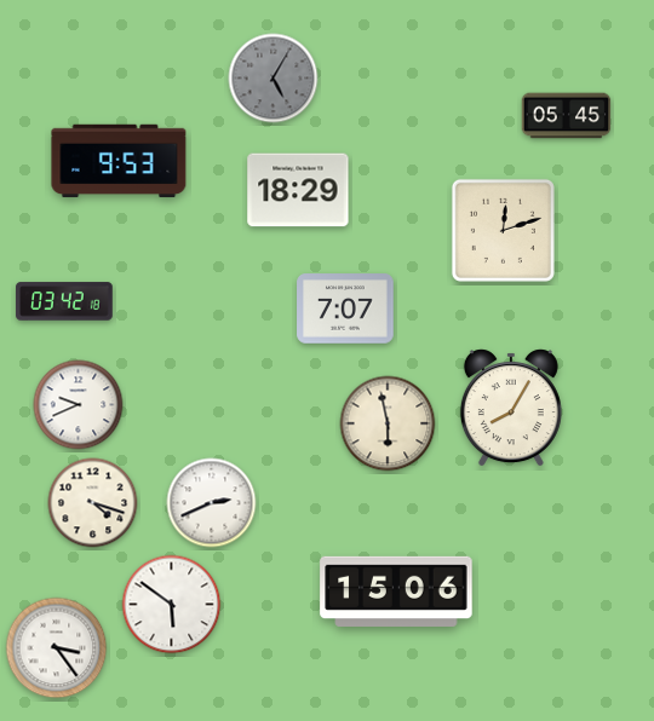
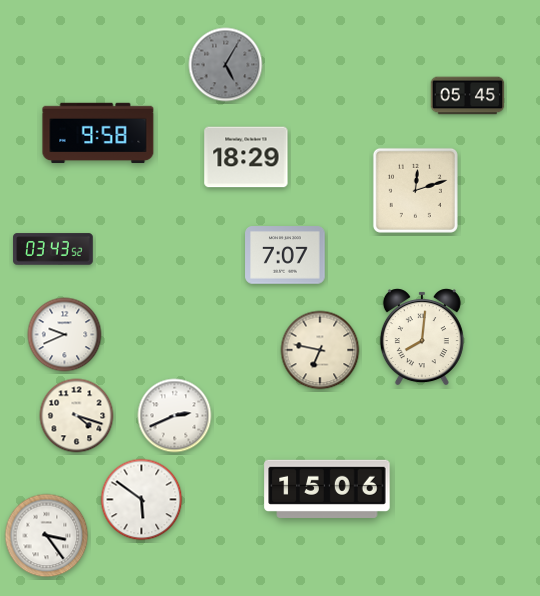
clock at (119, 161): 9:53 -> 9:58
clock at (64, 301): 03:42 -> 03:43
clock at (511, 408): 8:05 -> 8:01
clock at (388, 423): 5:58 -> 6:47
